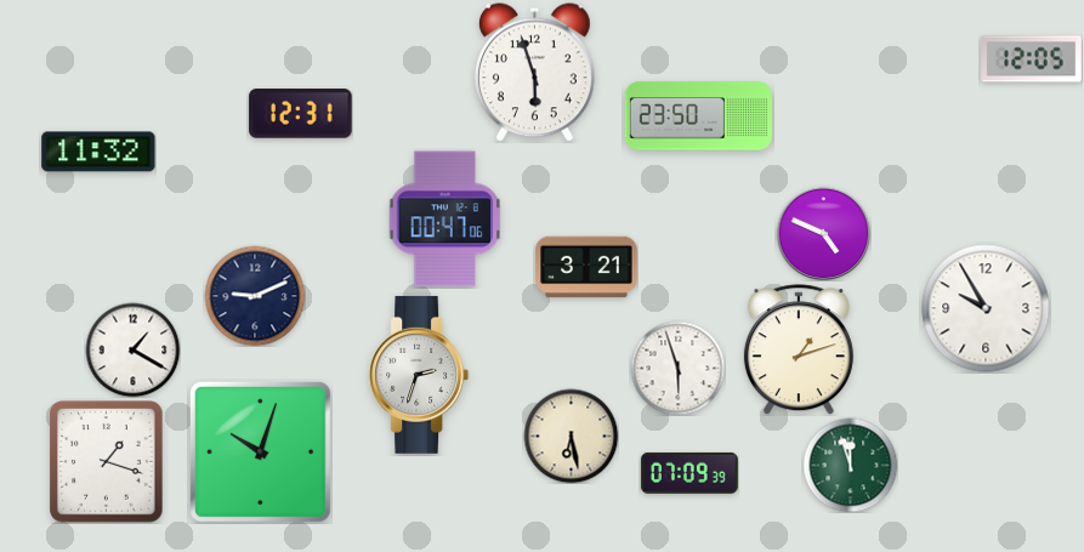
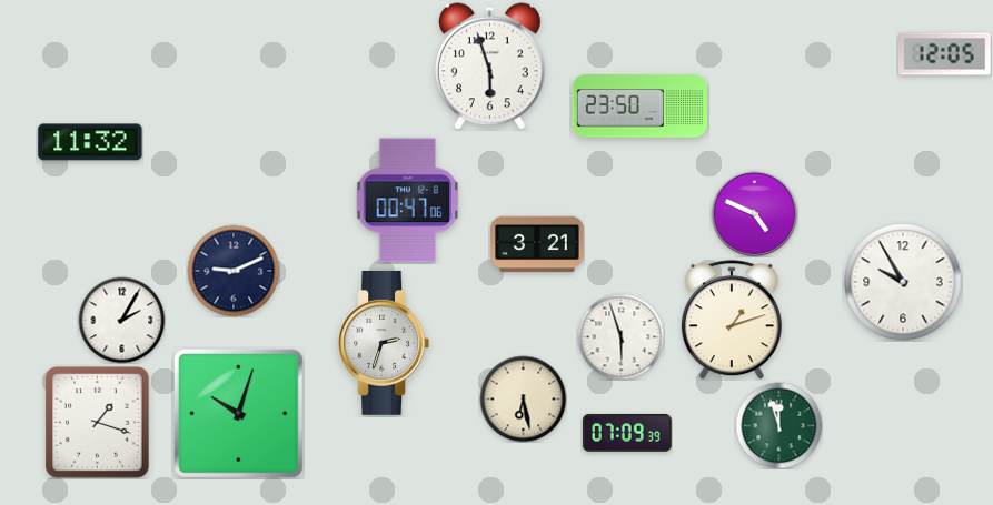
clock at (301, 114): 12:31 -> none
clock at (98, 152) position: (98, 152) -> (90, 142)
clock at (132, 349): 1:20 -> 2:05
clock at (689, 473) position: (689, 473) -> (627, 433)
